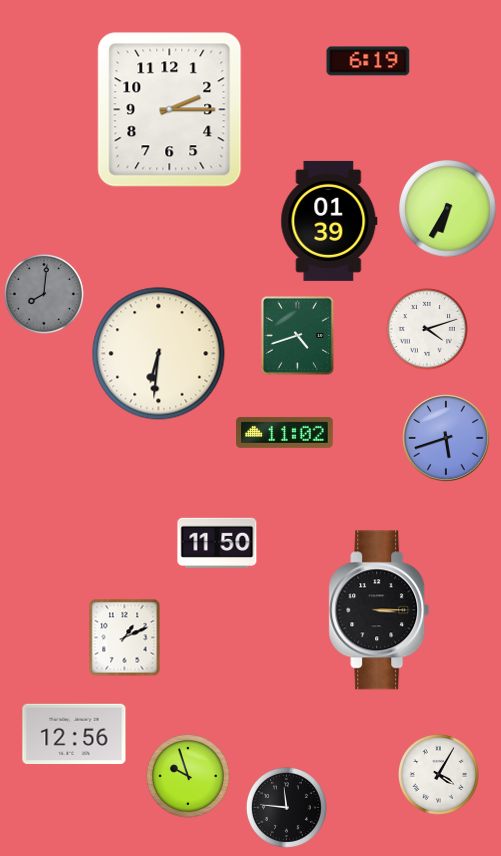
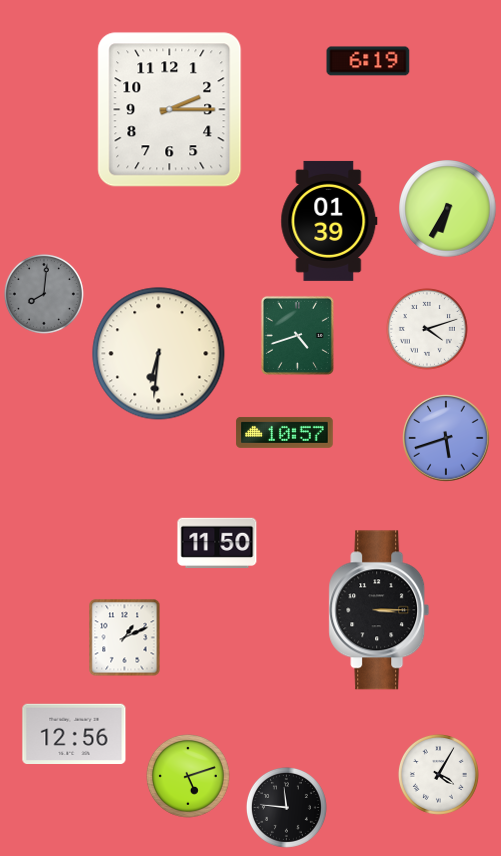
clock at (285, 432): 11:02 -> 10:57
clock at (188, 776): 9:57 -> 5:12
